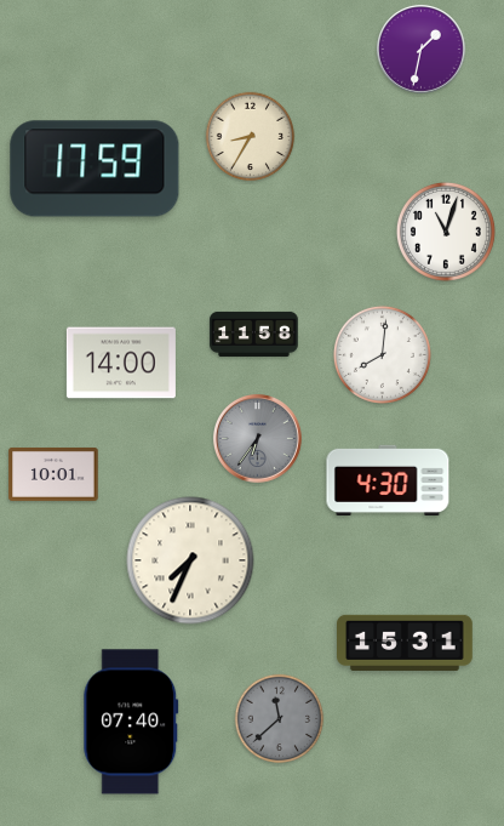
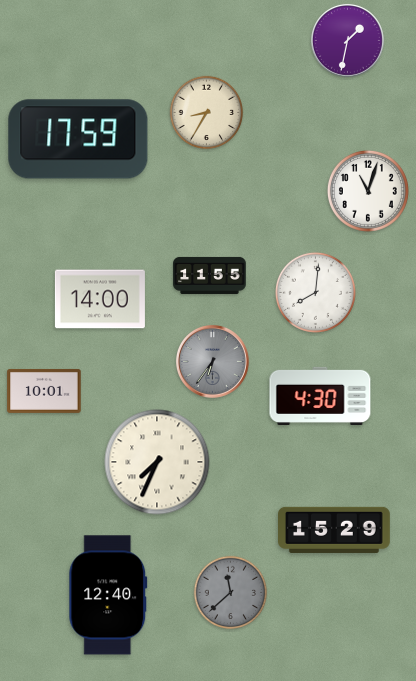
clock at (254, 334): 11:58 -> 11:55
clock at (406, 643): 15:31 -> 15:29
clock at (131, 722): 07:40 -> 12:40
